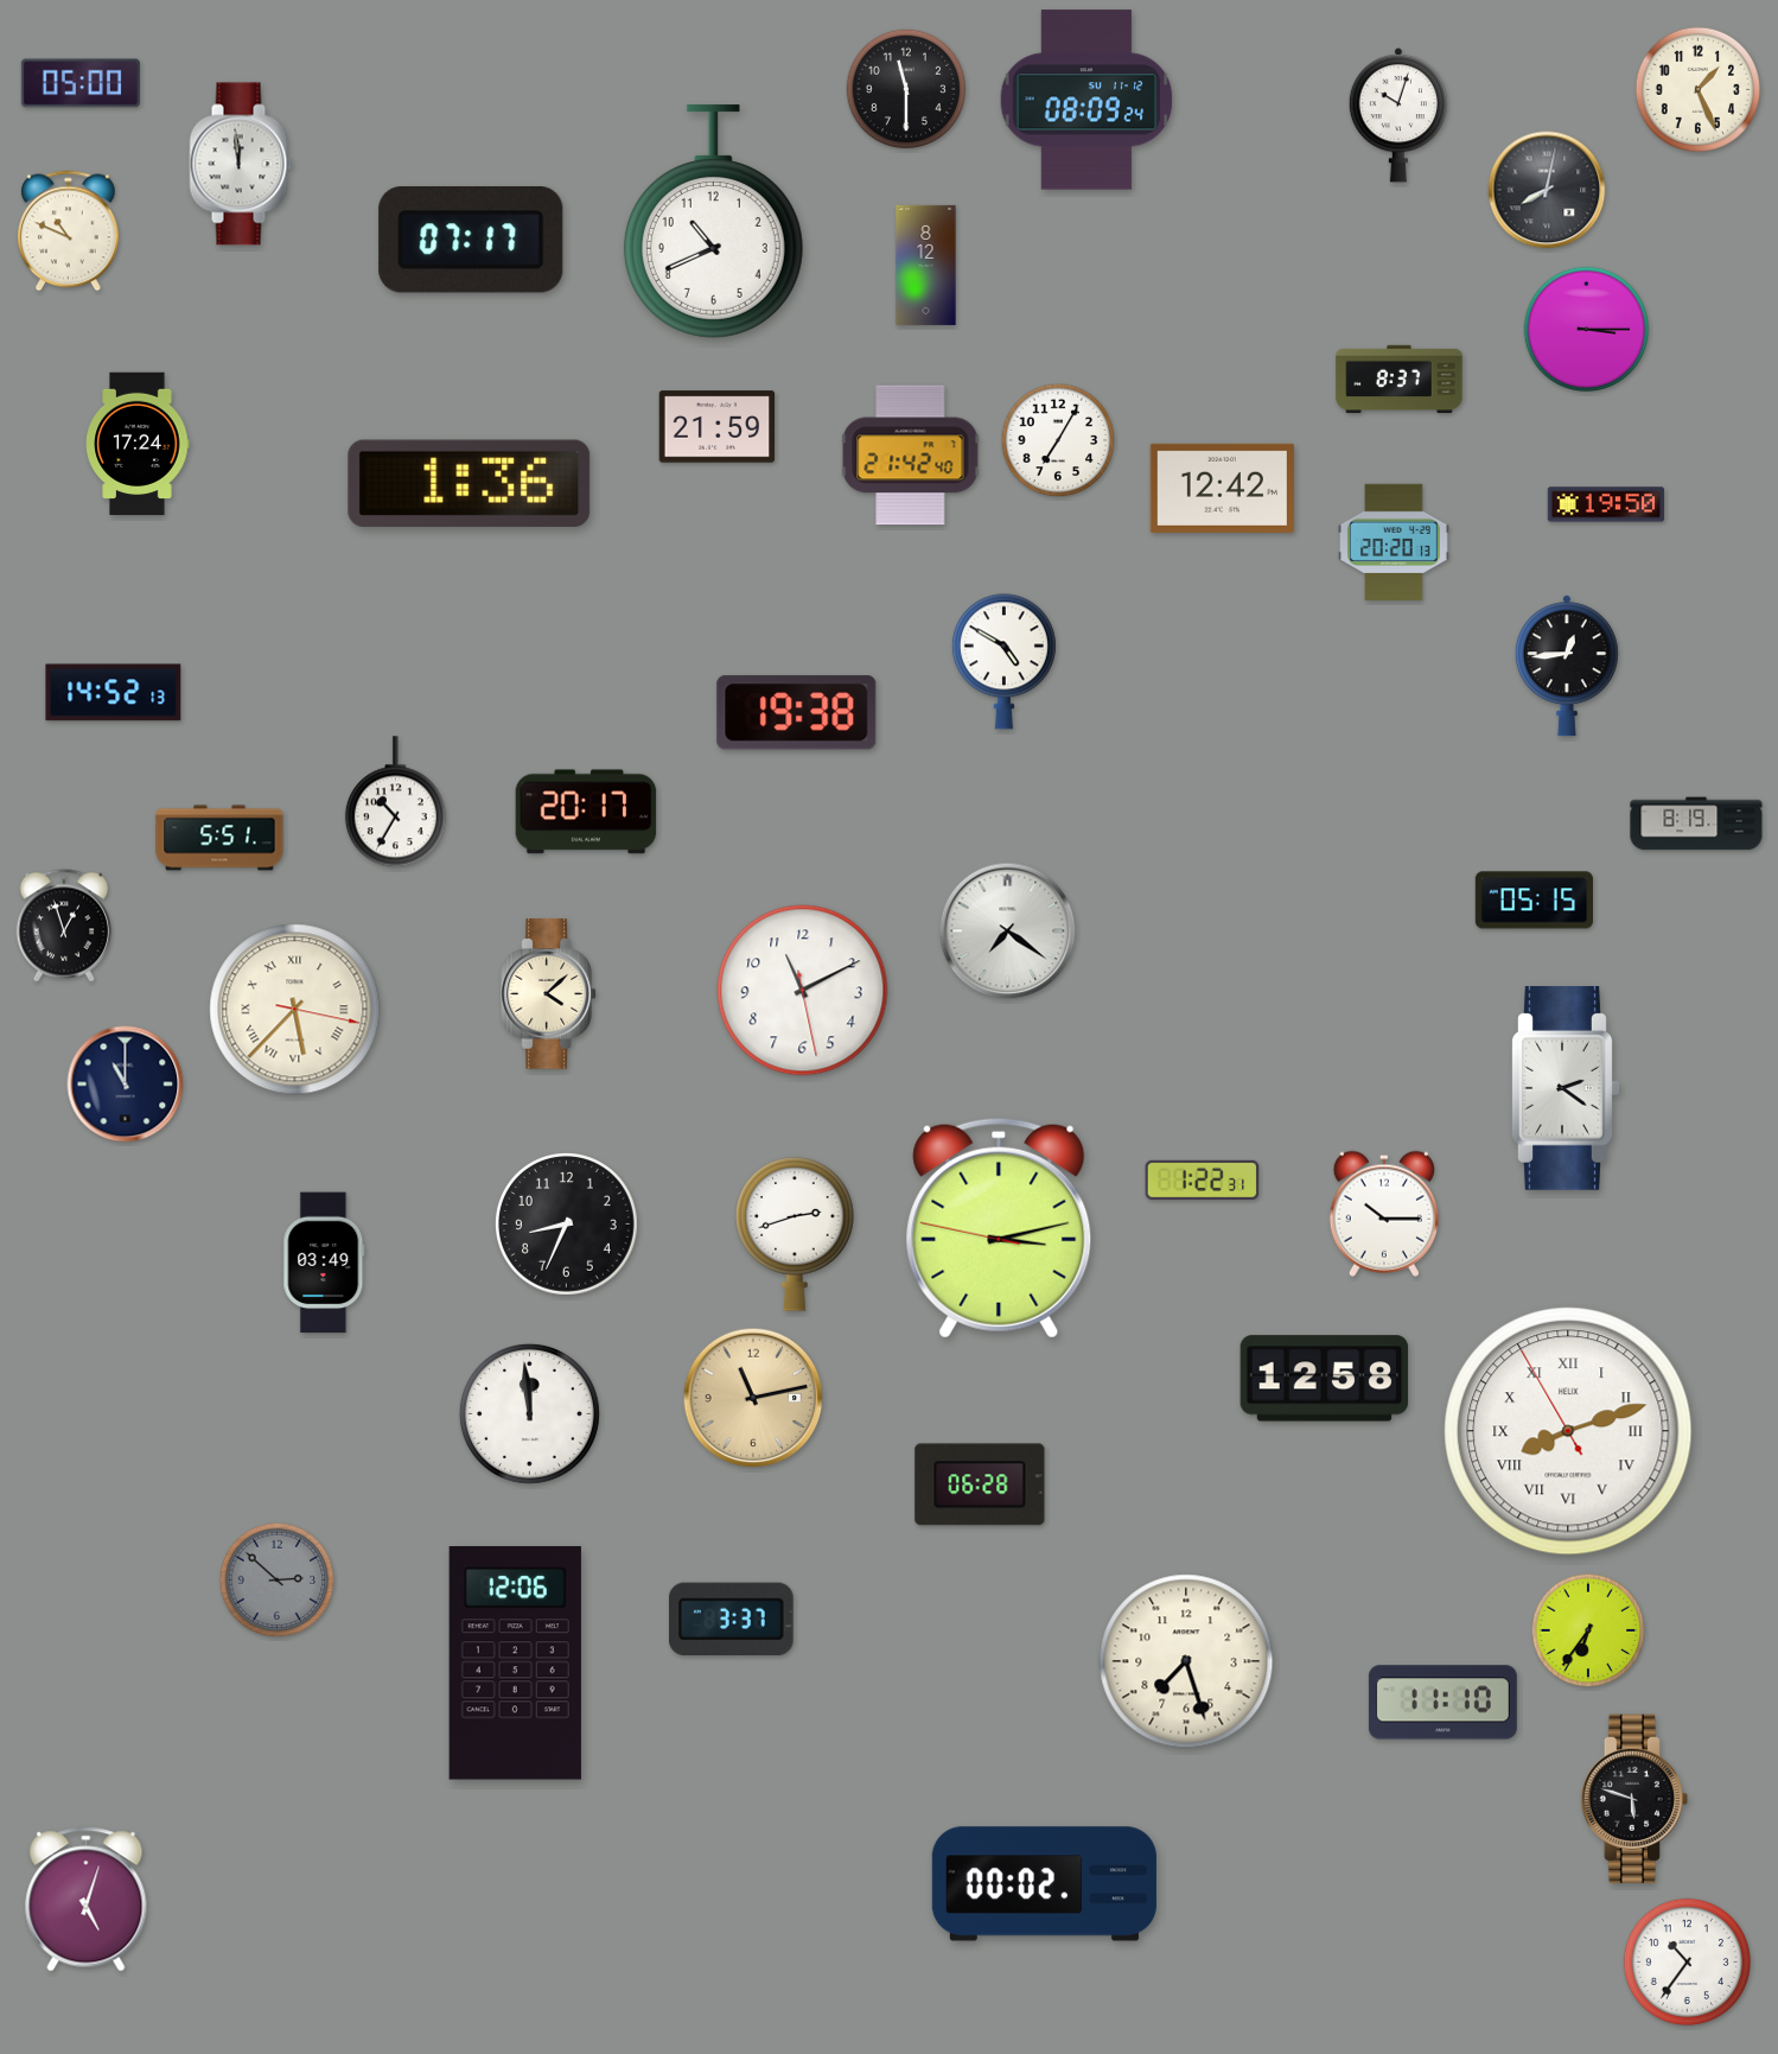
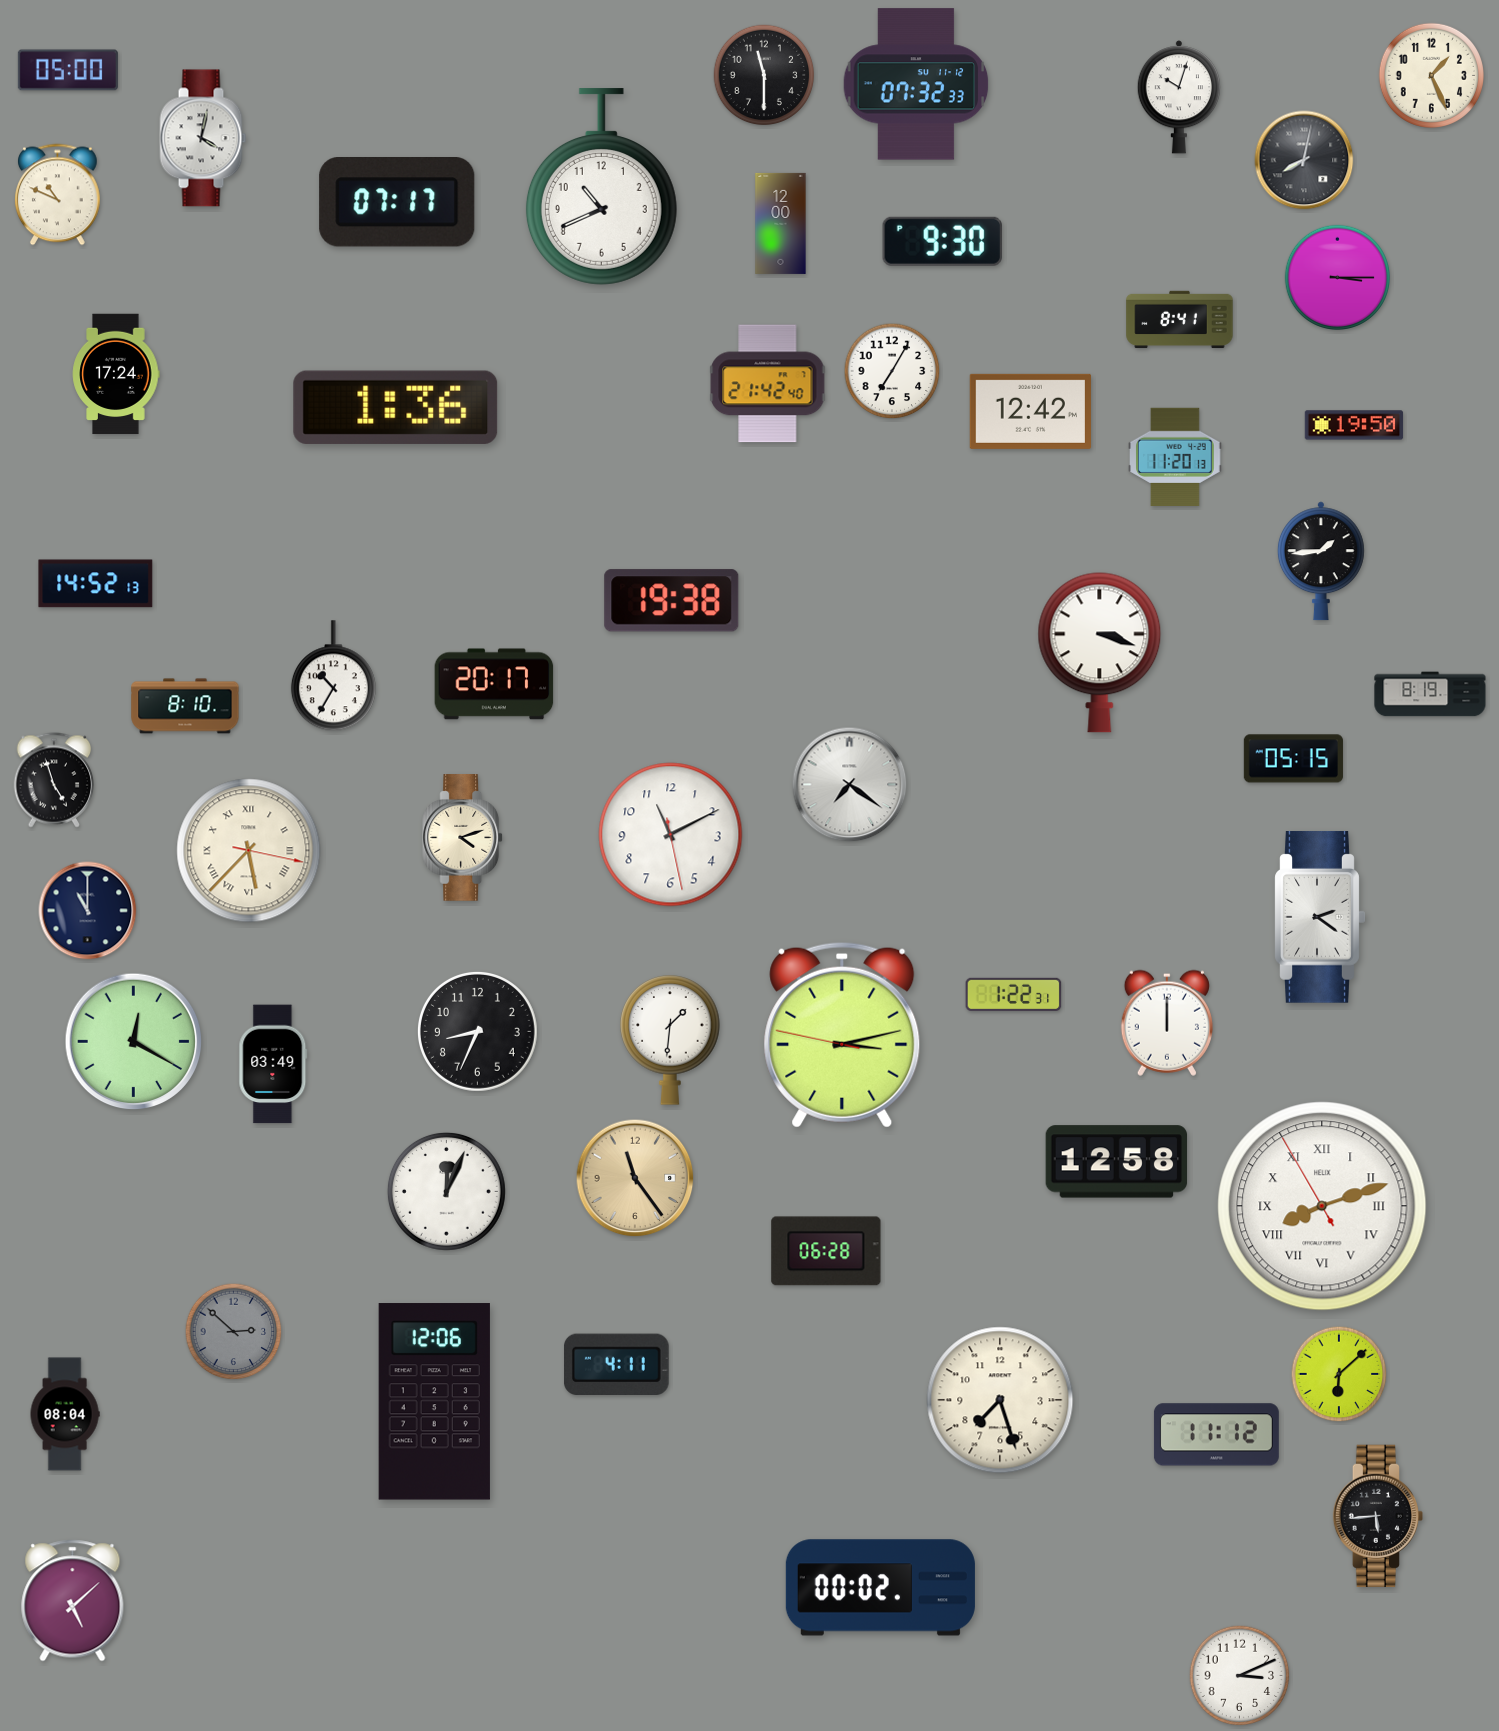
clock at (1086, 100): 08:09 -> 07:32
clock at (241, 164): 11:59 -> 4:02
clock at (926, 265): 8:12 -> 12:00
clock at (942, 241): none -> 9:30
clock at (1400, 380): 8:37 -> 8:41
clock at (718, 427): 21:59 -> none
clock at (1395, 542): 20:20 -> 11:20
clock at (1003, 662): 4:50 -> none
clock at (1567, 666): 12:44 -> 1:44
clock at (1100, 652): none -> 3:18
clock at (219, 838): 5:51 -> 8:10
clock at (64, 926): 12:57 -> 4:57
clock at (803, 991) position: (803, 991) -> (671, 835)
clock at (549, 994): 4:08 -> 4:12
clock at (126, 1085) position: (126, 1085) -> (88, 911)
clock at (1384, 1214): 10:15 -> 12:00
clock at (795, 1234): 2:42 -> 1:31
clock at (134, 1042): none -> 12:20
clock at (753, 1398): 11:13 -> 11:24
clock at (529, 1413): 11:59 -> 12:04
clock at (732, 1619): 3:37 -> 4:11
clock at (1588, 1630): 6:36 -> 6:08
clock at (65, 1414): none -> 08:04
clock at (1442, 1703): 11:10 -> 11:12
clock at (1634, 1799): 5:48 -> 5:44
clock at (87, 1900): 5:03 -> 5:08
clock at (1687, 1961): 10:36 -> none
clock at (1240, 1676): none -> 3:11
